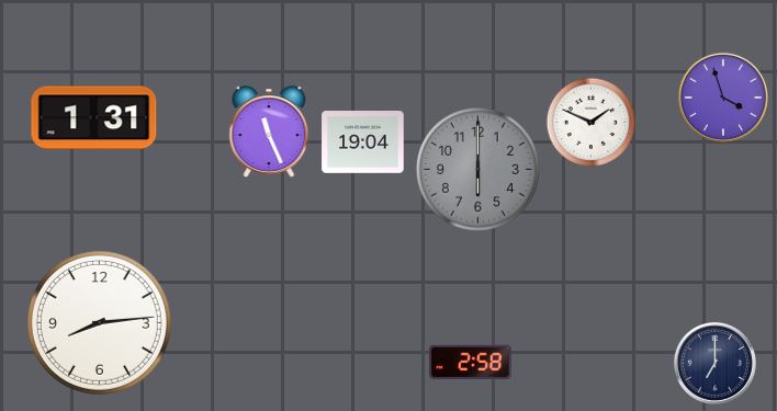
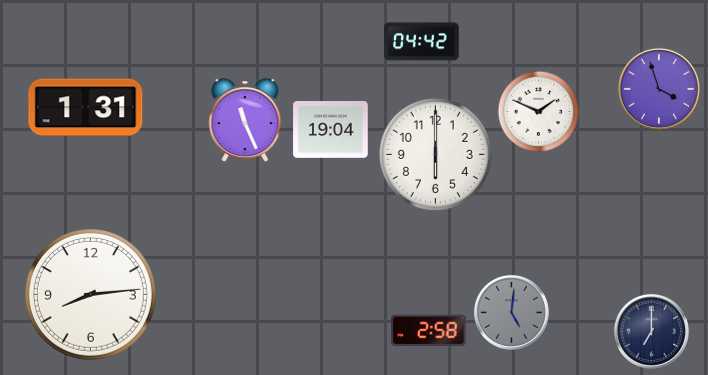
clock at (422, 42): none -> 04:42
clock at (477, 169) dial: grey -> white
clock at (511, 312): none -> 5:01
